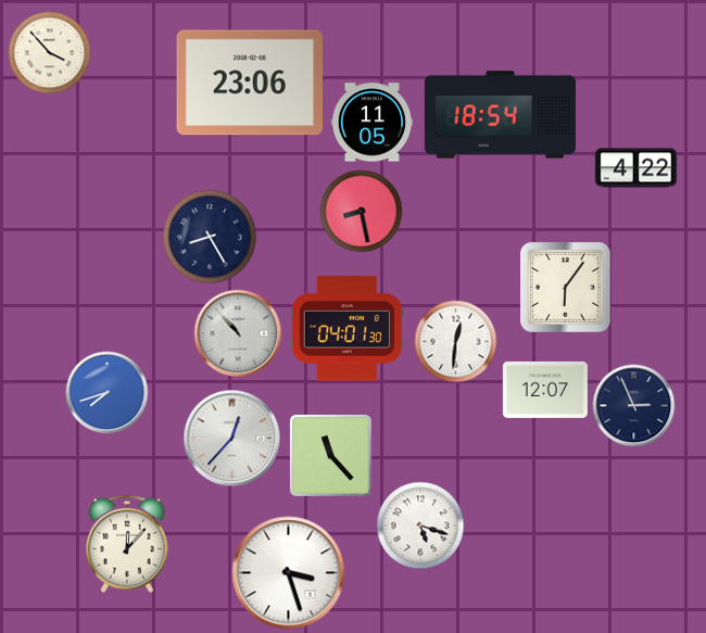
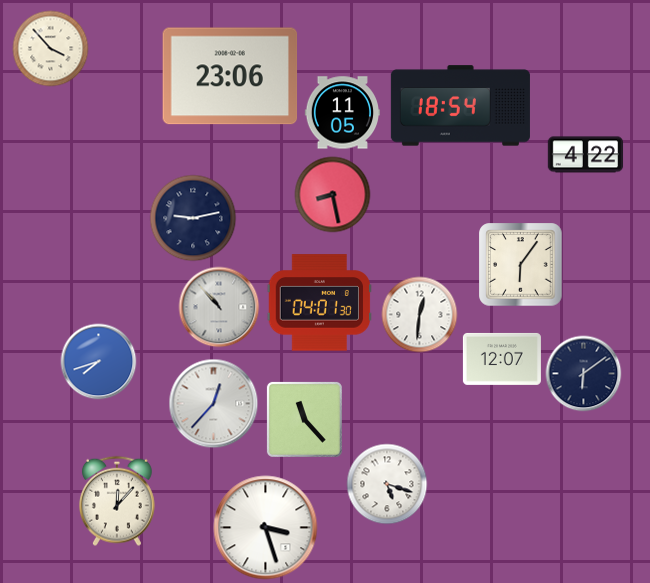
clock at (50, 53) position: (50, 53) -> (51, 49)
clock at (210, 237): 8:25 -> 9:13
clock at (634, 406): 2:56 -> 6:09
